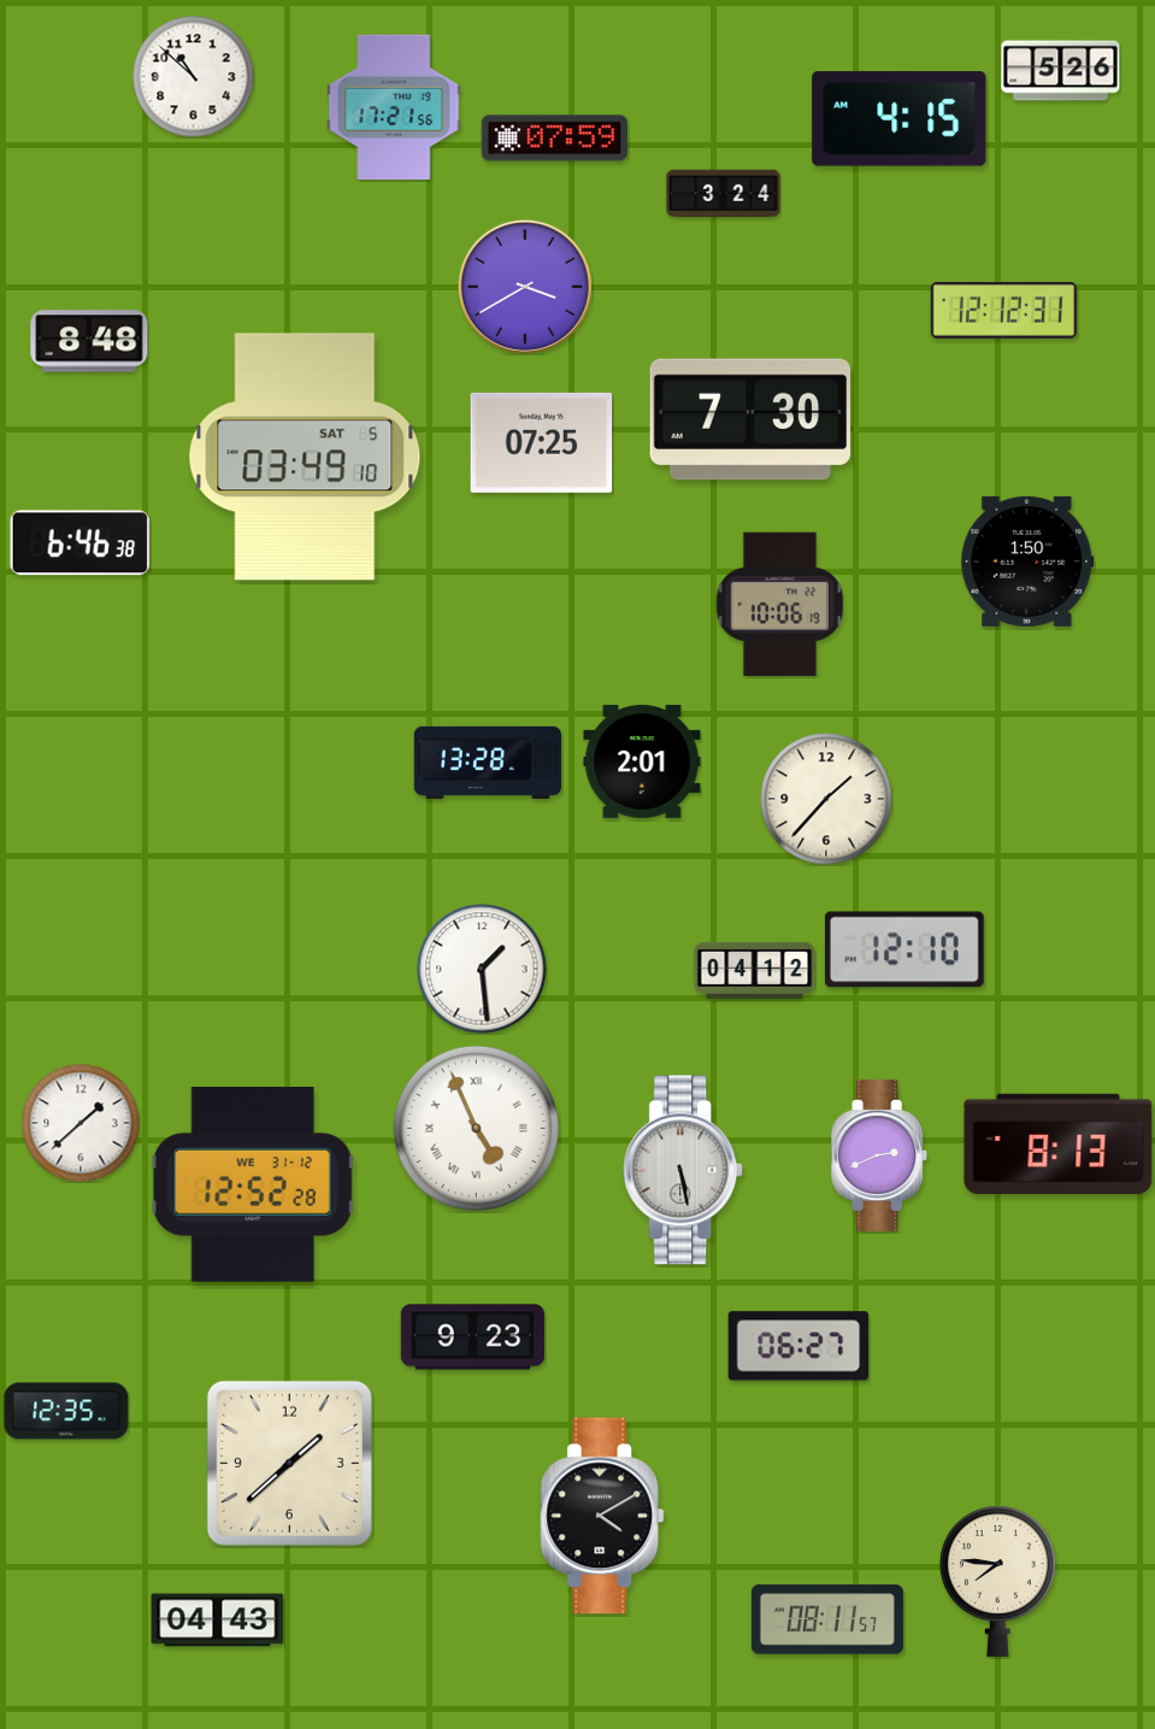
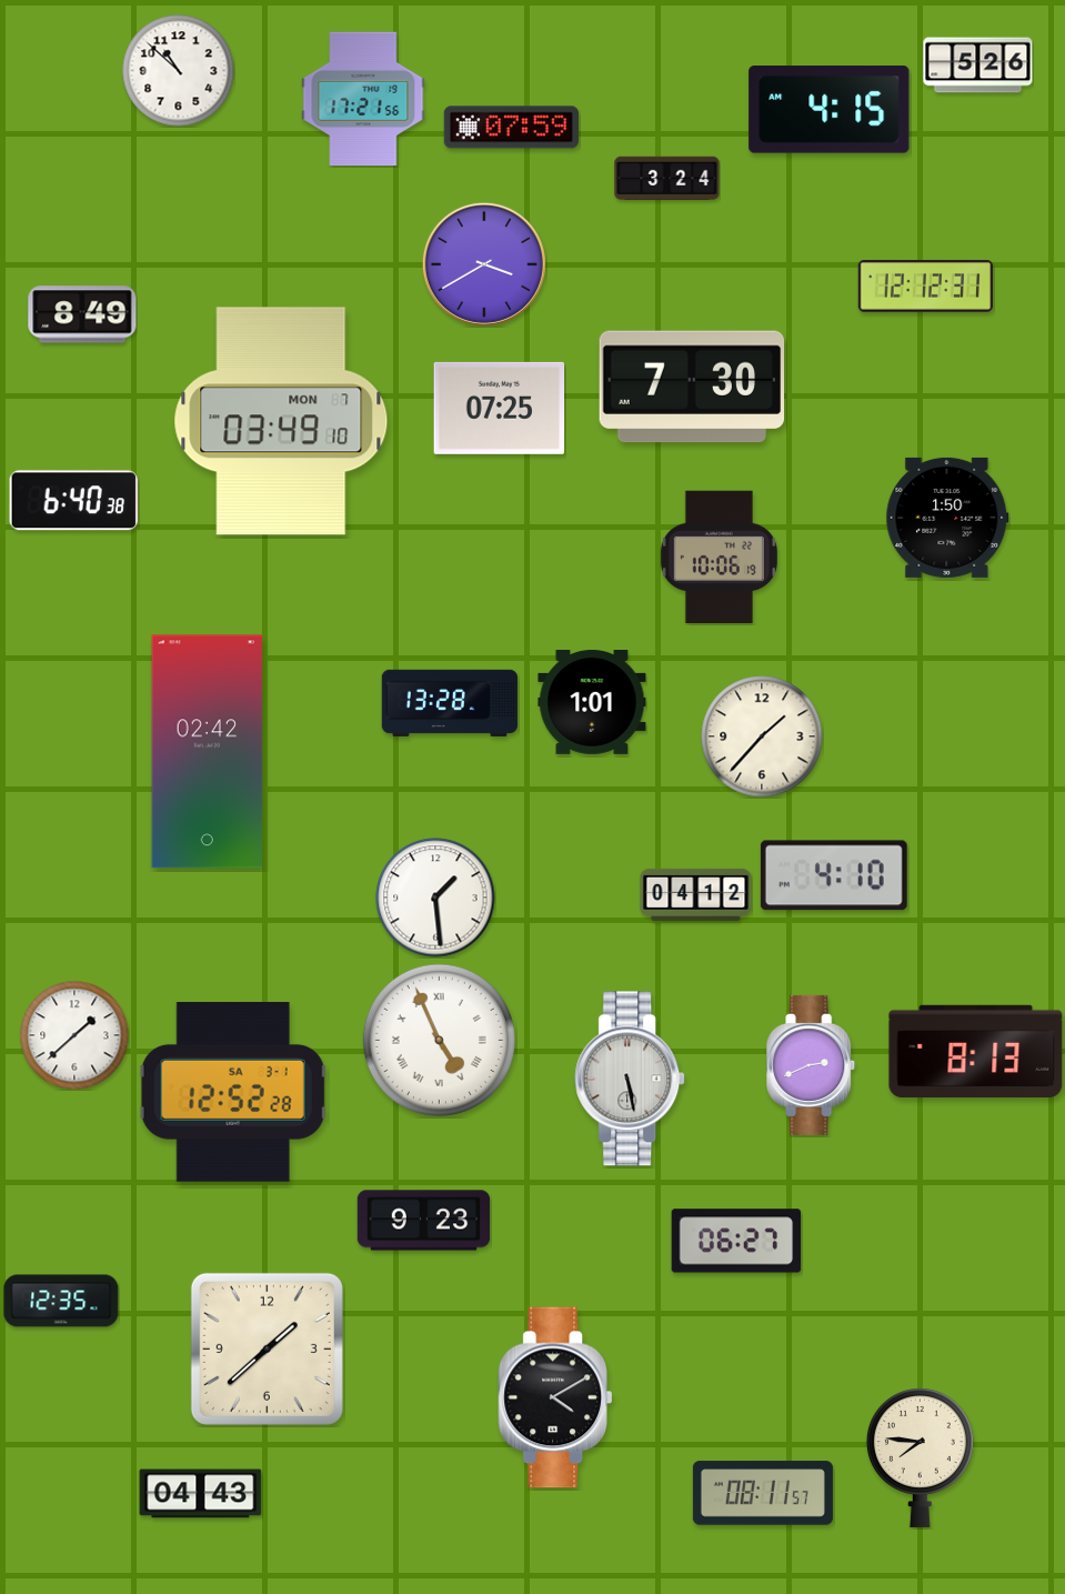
clock at (89, 341): 8:48 -> 8:49
clock at (305, 457) date: SAT 5 -> MON 7
clock at (81, 543): 6:46 -> 6:40
clock at (642, 763): 2:01 -> 1:01
clock at (208, 752): none -> 02:42
clock at (904, 949): 12:10 -> 4:10
clock at (482, 969) position: (482, 969) -> (435, 898)
clock at (1059, 1143) position: (1059, 1143) -> (976, 1051)
clock at (253, 1186) date: WE 31-12 -> SA 3-1
clock at (473, 1337) position: (473, 1337) -> (424, 1221)
